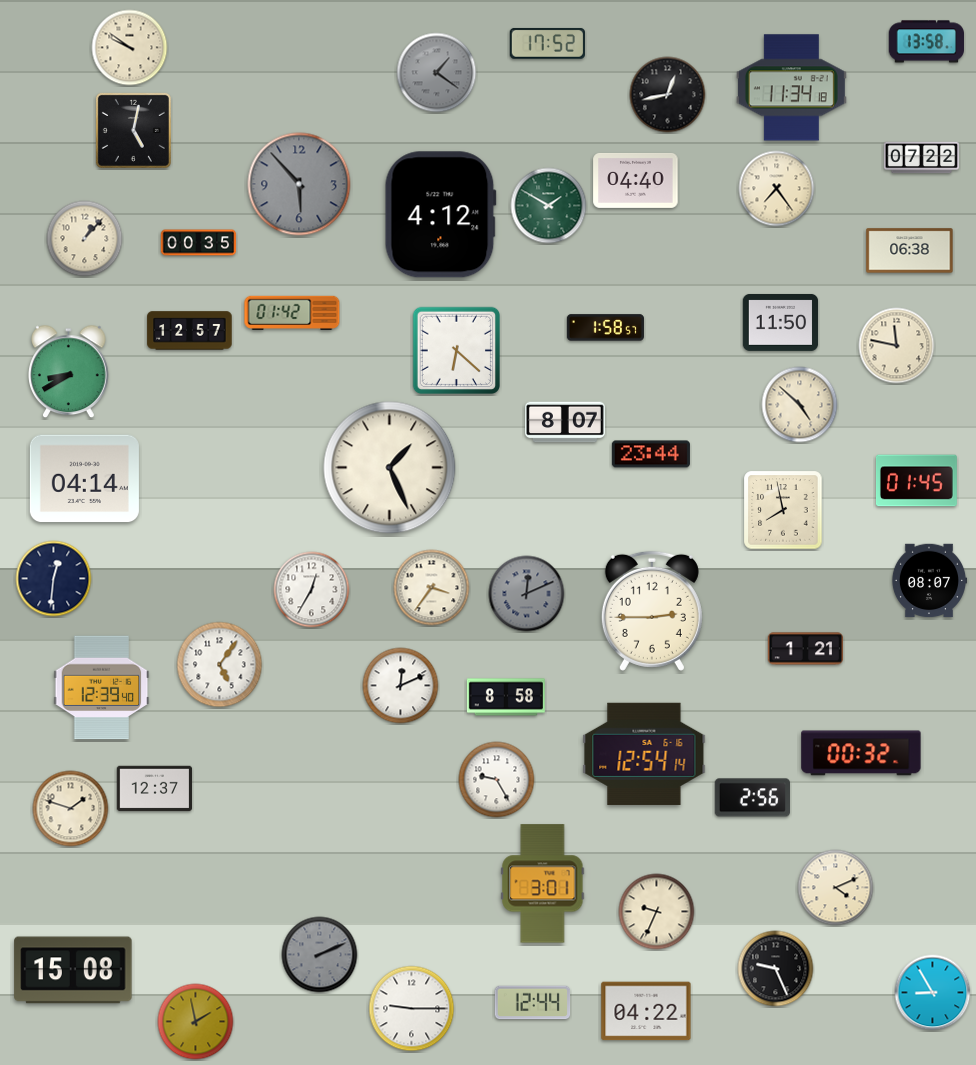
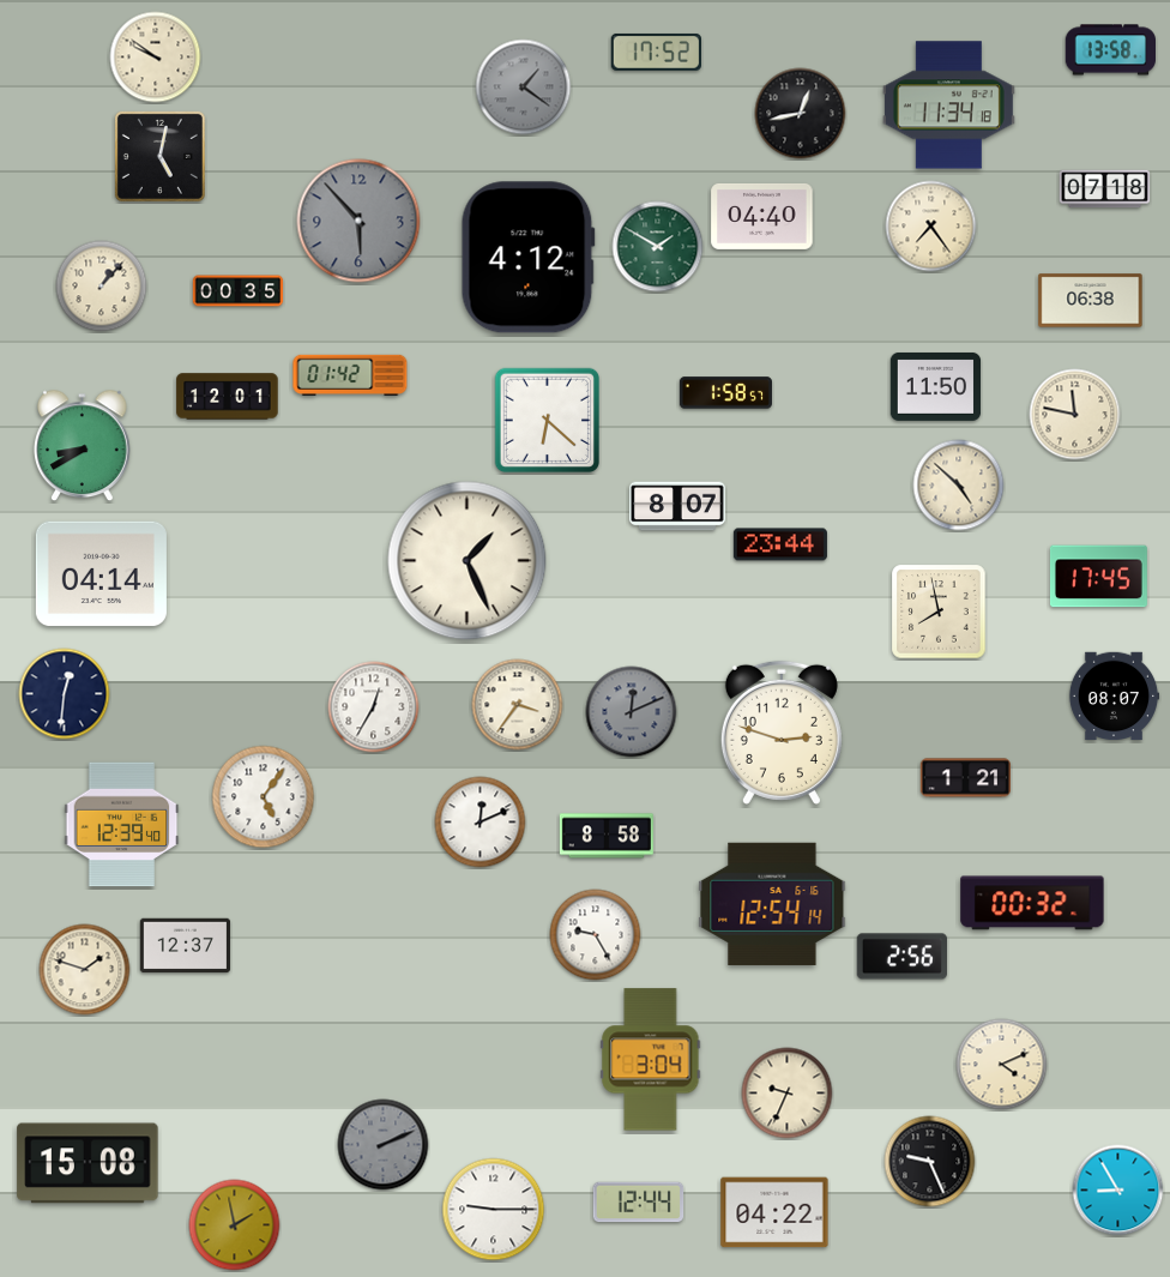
clock at (922, 158): 07:22 -> 07:18
clock at (190, 331): 12:57 -> 12:01
clock at (916, 481): 01:45 -> 17:45
clock at (652, 611): 2:45 -> 2:48
clock at (543, 884): 3:01 -> 3:04
